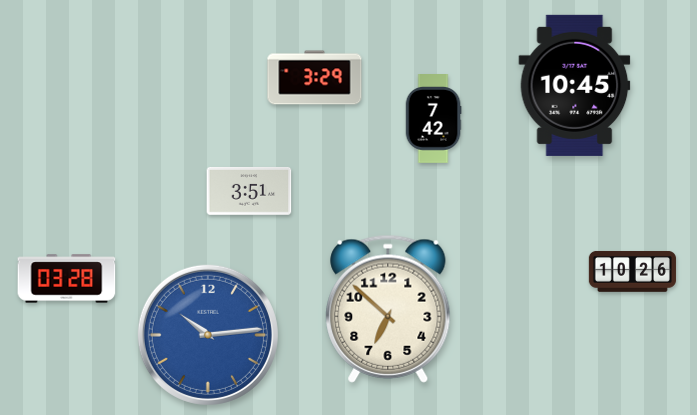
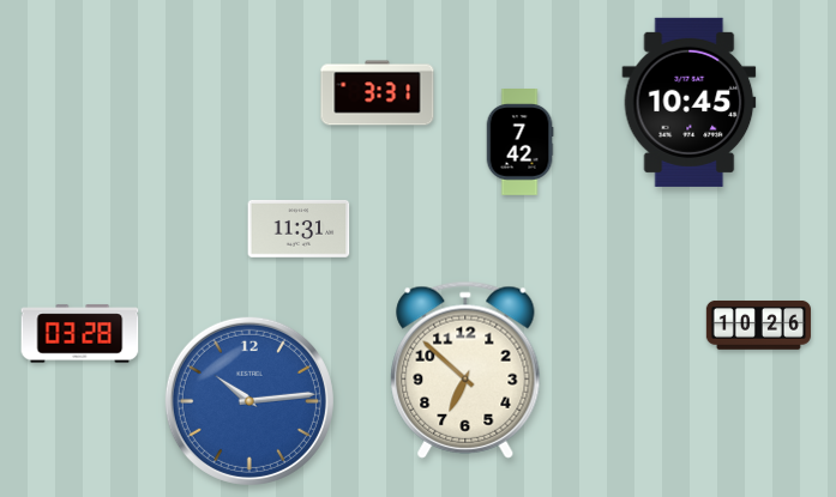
clock at (315, 78): 3:29 -> 3:31
clock at (249, 191): 3:51 -> 11:31
